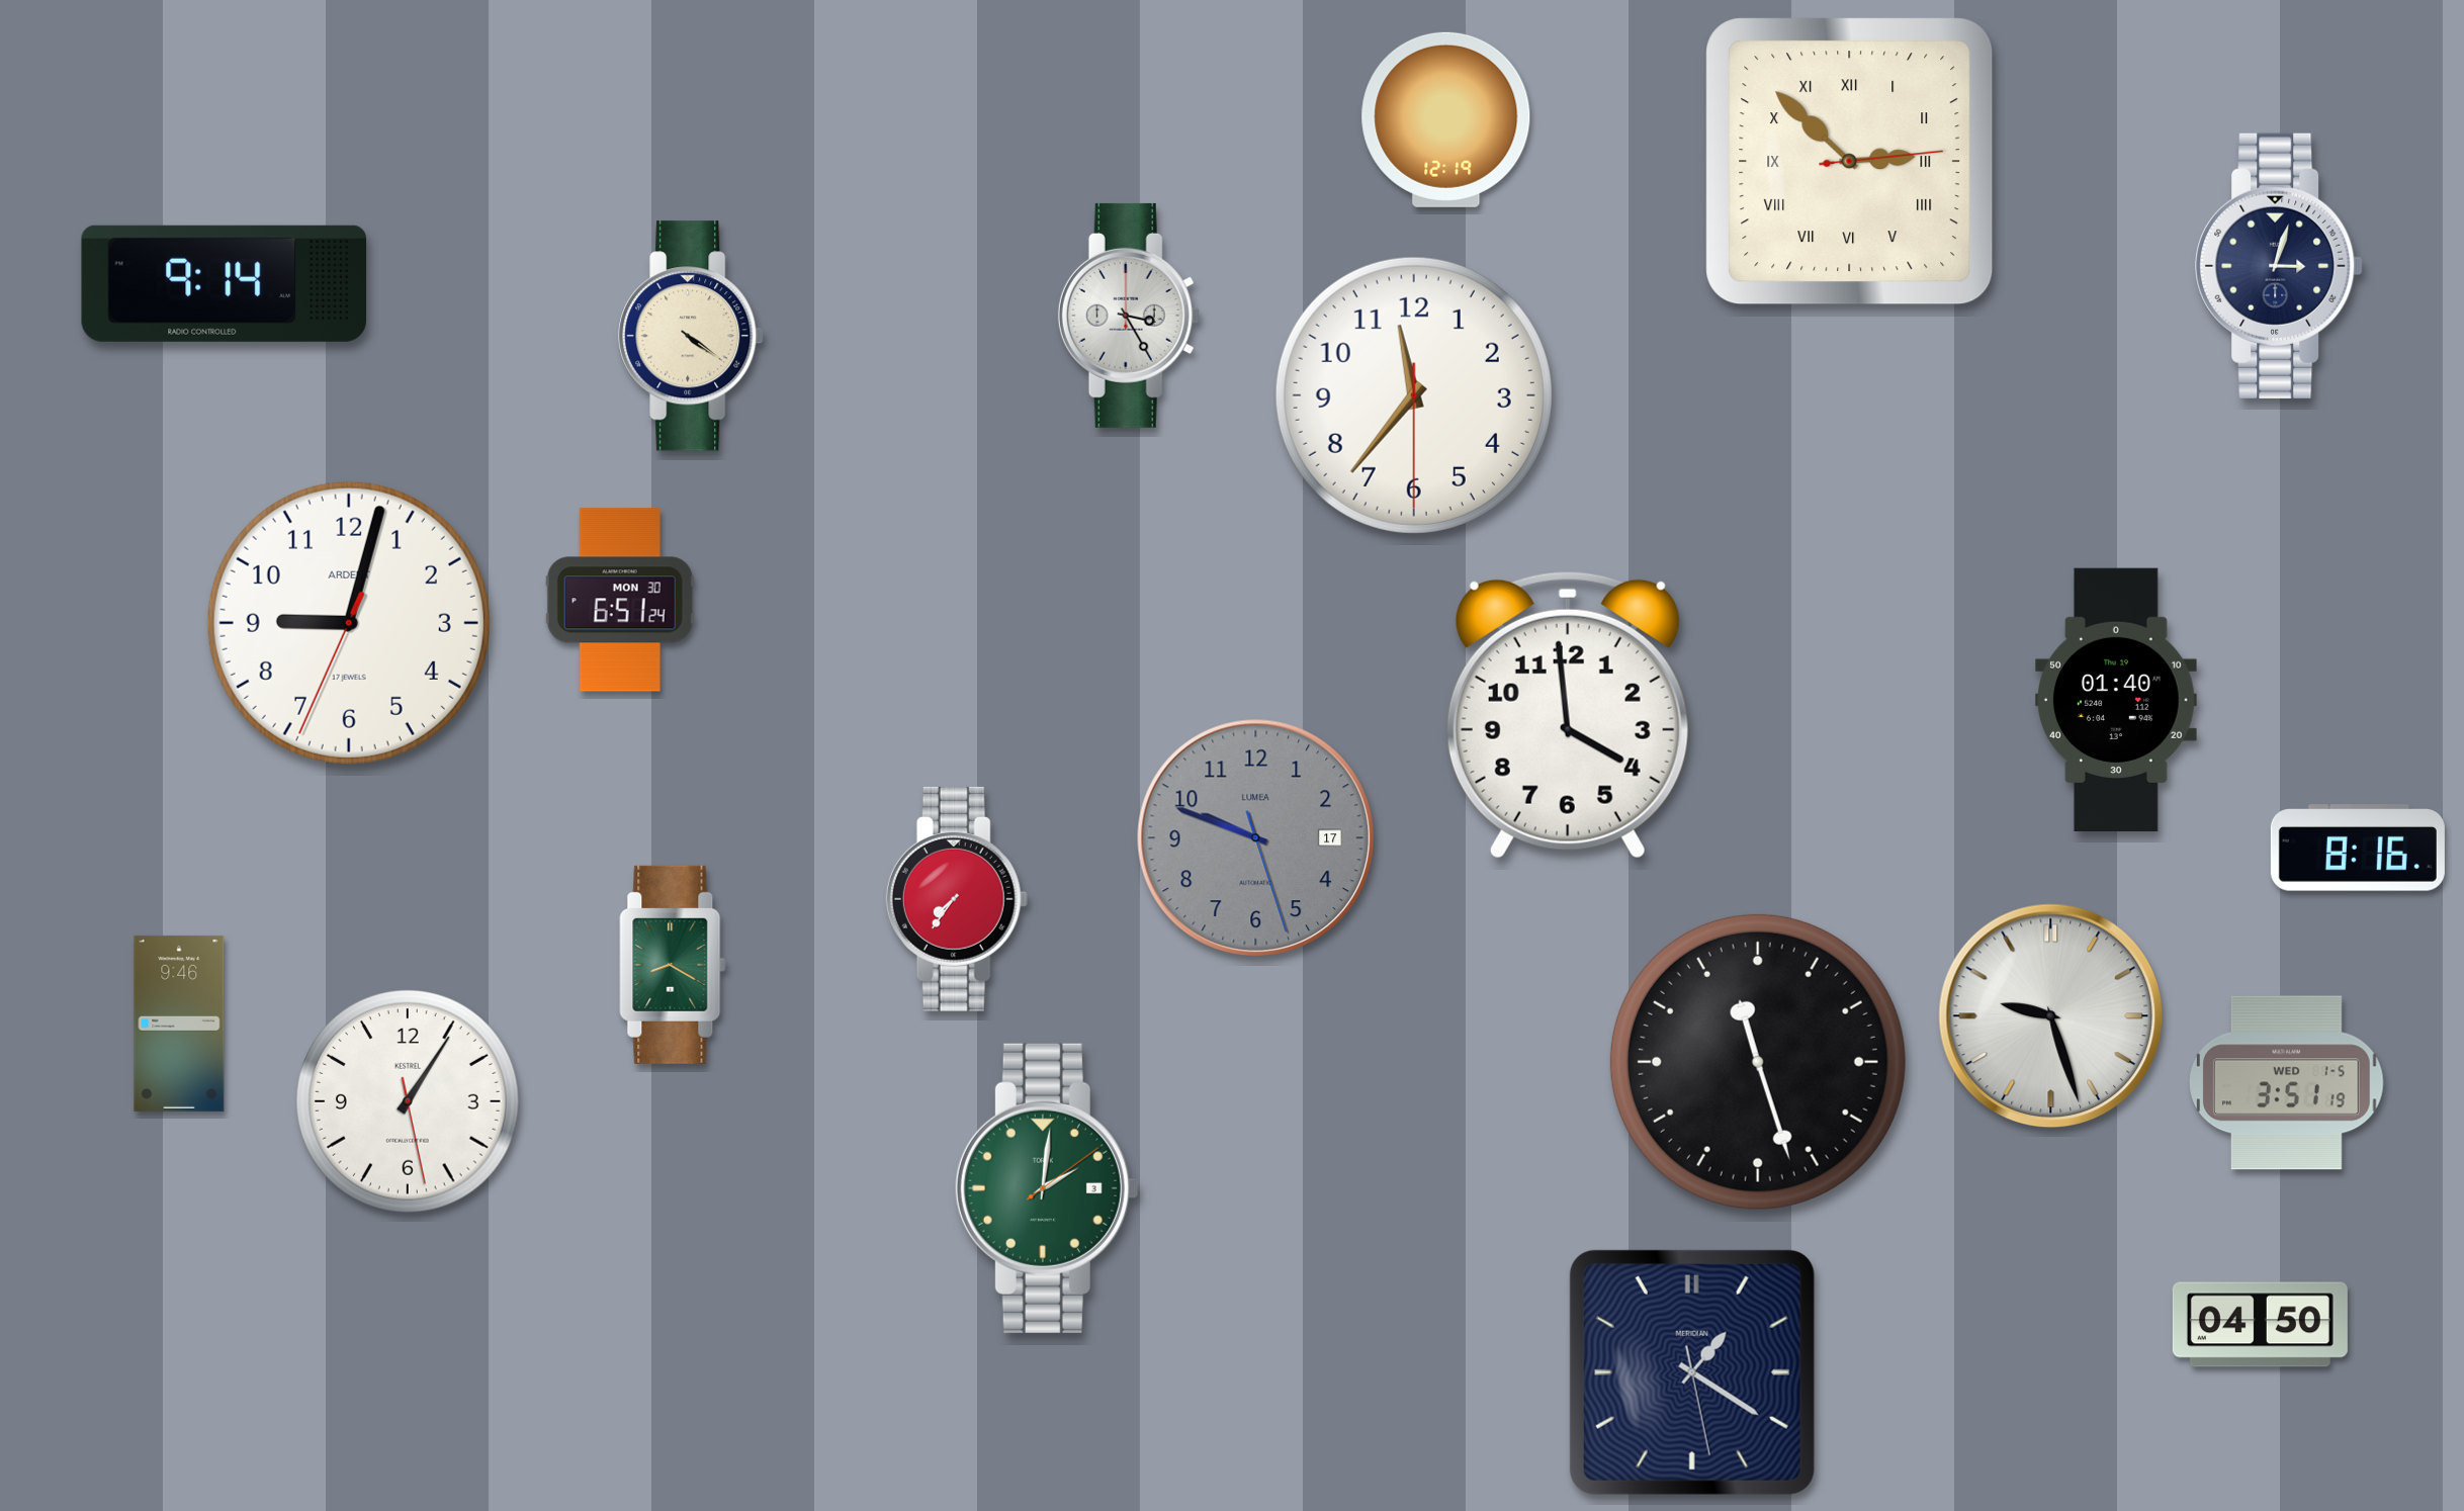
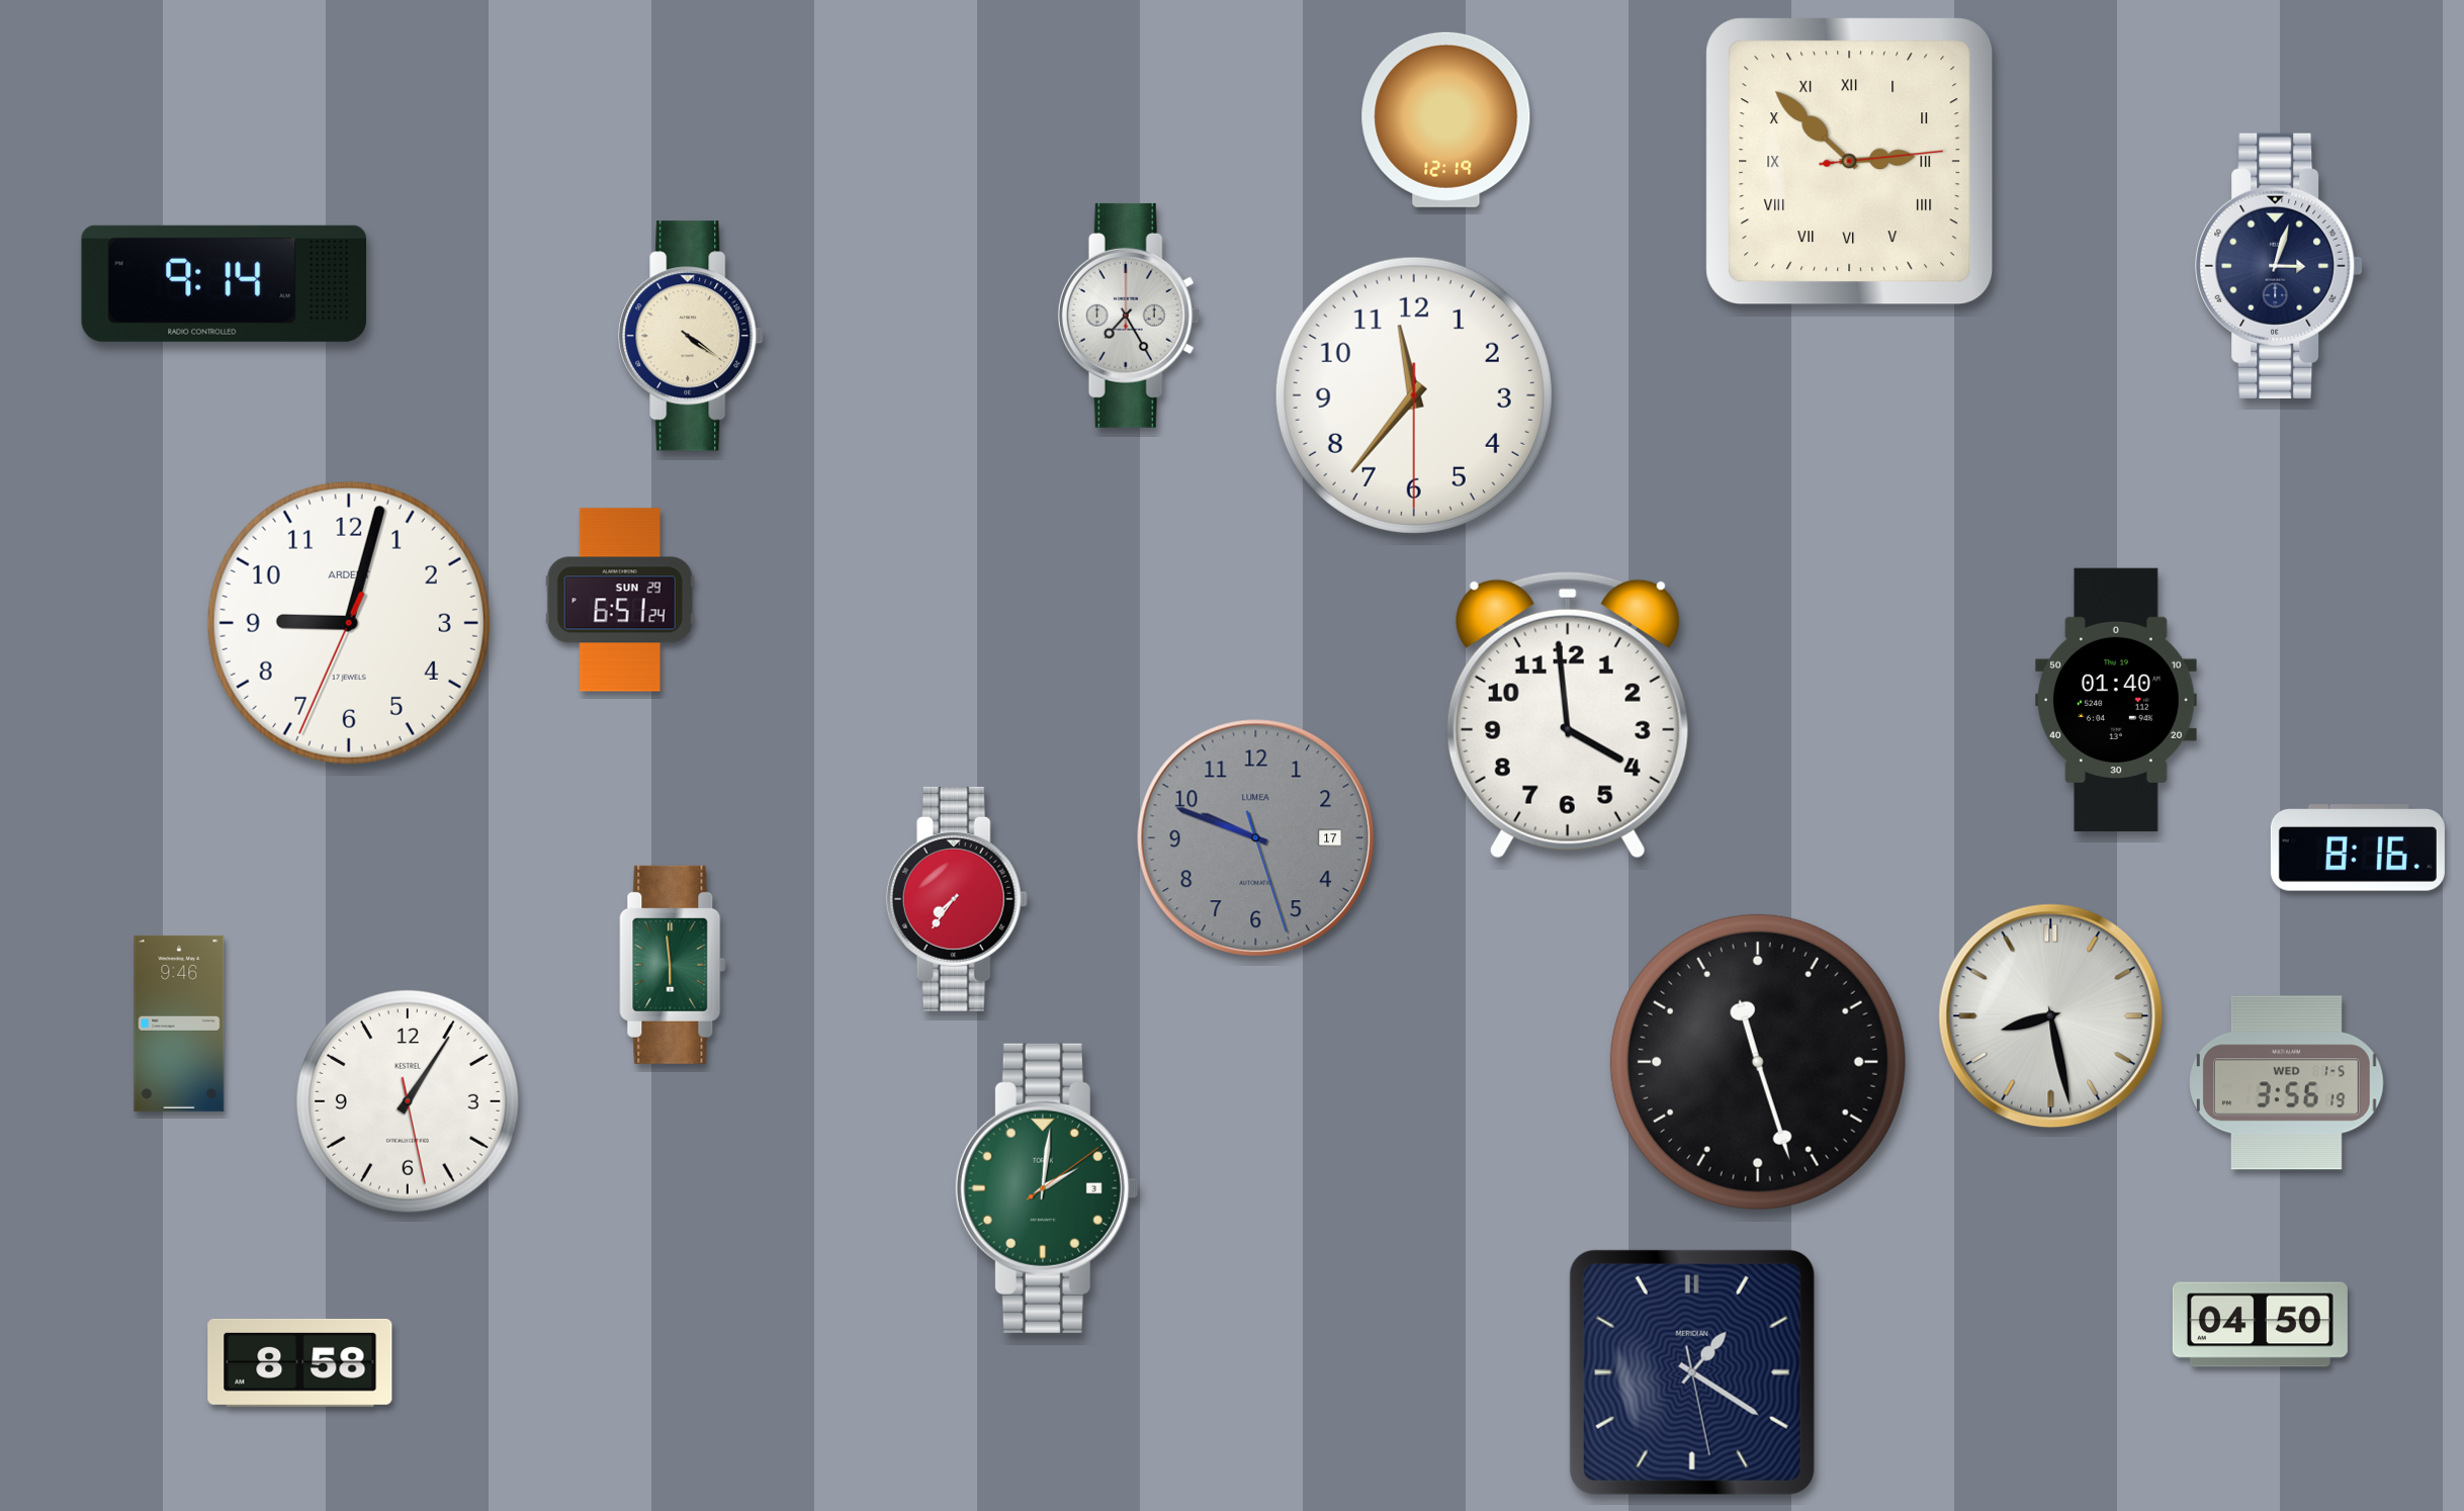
clock at (1129, 316): 3:25 -> 7:25
clock at (620, 600) date: MON 30 -> SUN 29
clock at (673, 965): 8:20 -> 5:59
clock at (2051, 1016): 9:27 -> 8:28
clock at (2287, 1083): 3:51 -> 3:56
clock at (300, 1362): none -> 8:58
